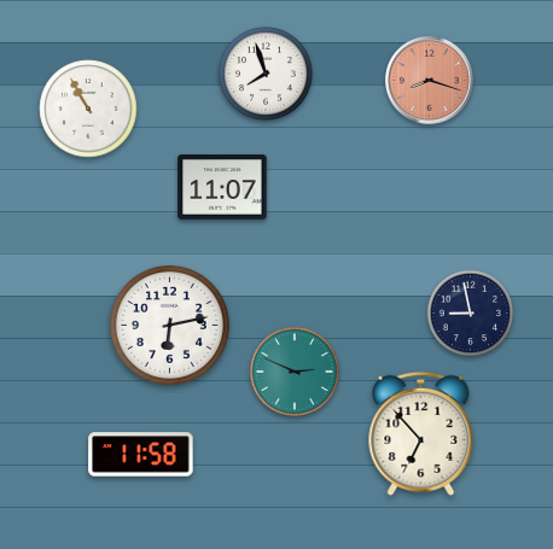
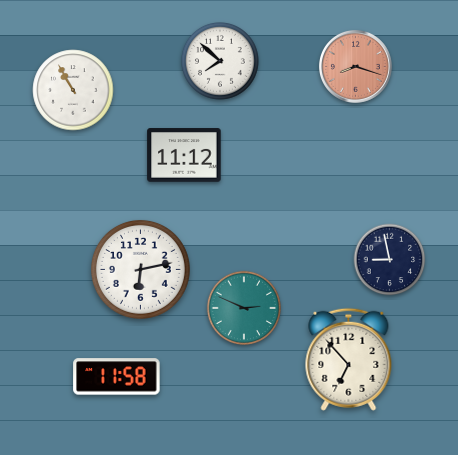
clock at (267, 75): 7:57 -> 7:52
clock at (222, 187): 11:07 -> 11:12
